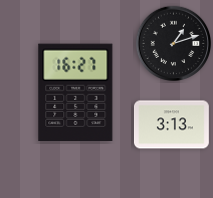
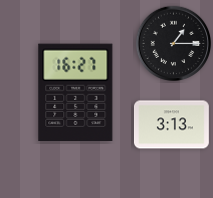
clock at (174, 44): 1:12 -> 1:15
